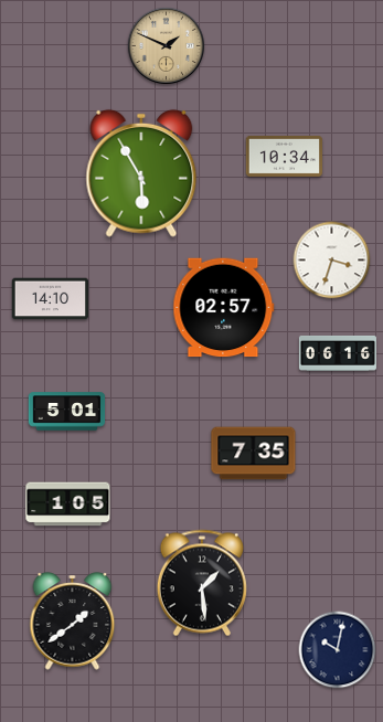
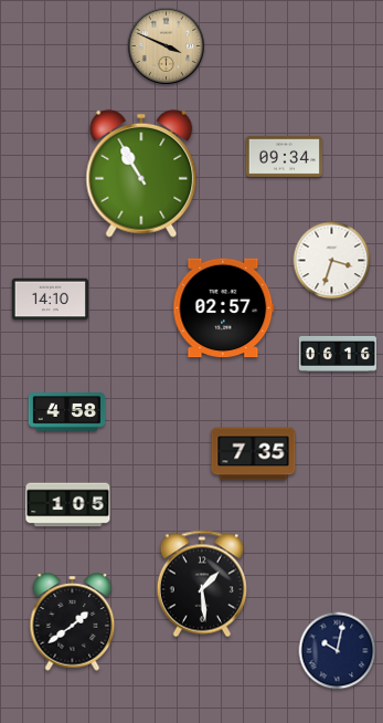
clock at (166, 45): 1:49 -> 3:49
clock at (285, 156): 10:34 -> 09:34
clock at (141, 173): 5:55 -> 10:55
clock at (67, 412): 5:01 -> 4:58
